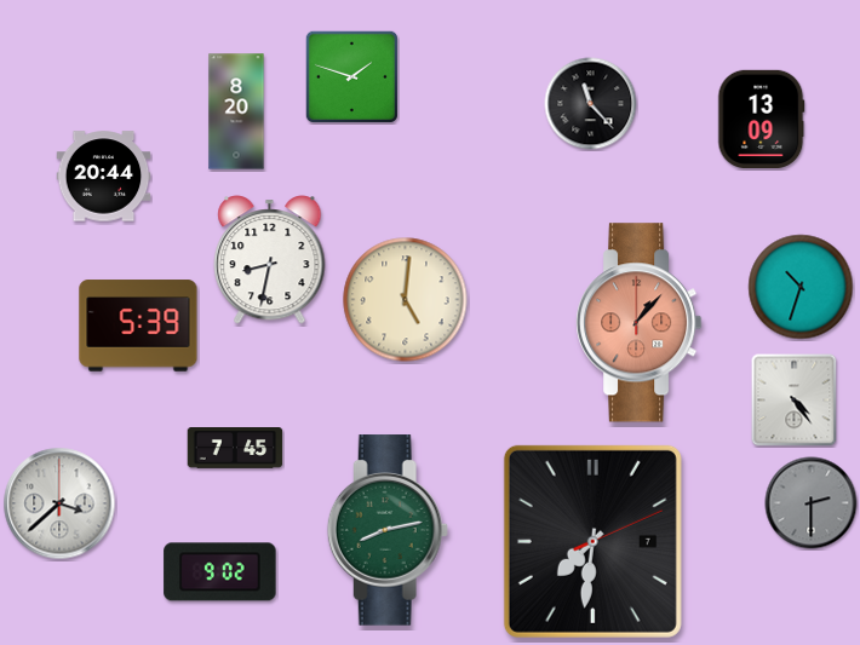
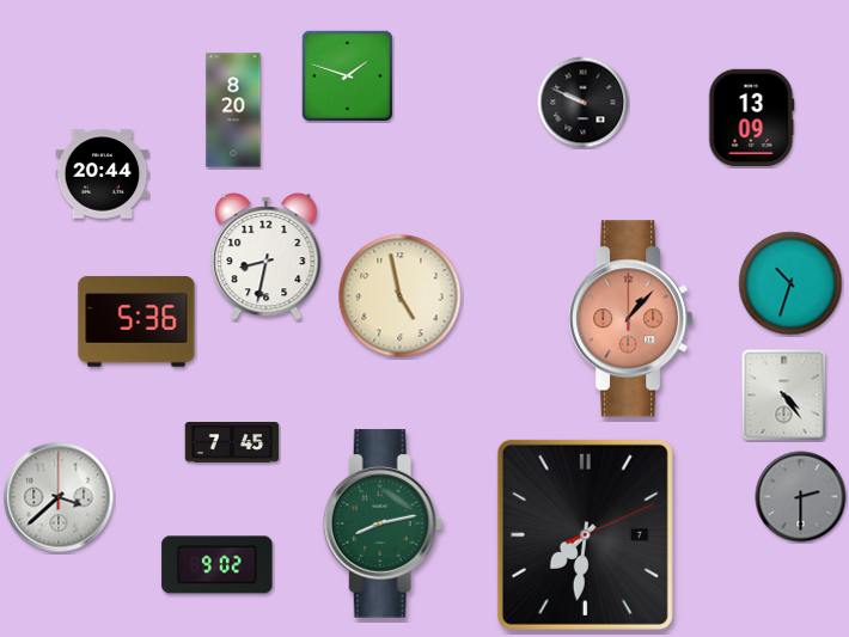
clock at (591, 104): 11:23 -> 9:49
clock at (406, 300): 5:01 -> 4:58
clock at (138, 326): 5:39 -> 5:36
